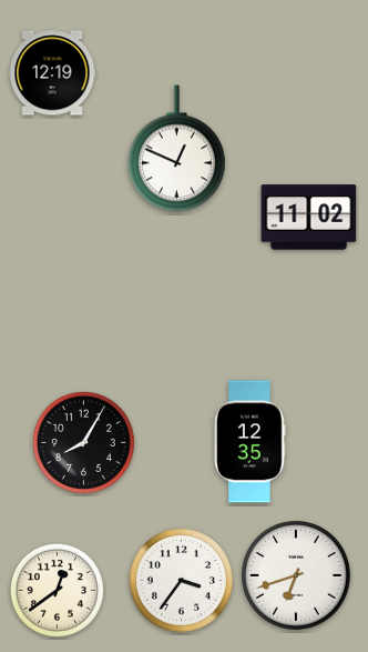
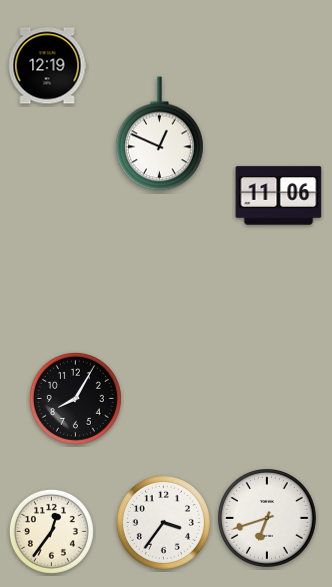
clock at (309, 218): 11:02 -> 11:06
clock at (251, 442): 12:35 -> none
clock at (57, 590): 12:39 -> 12:36
